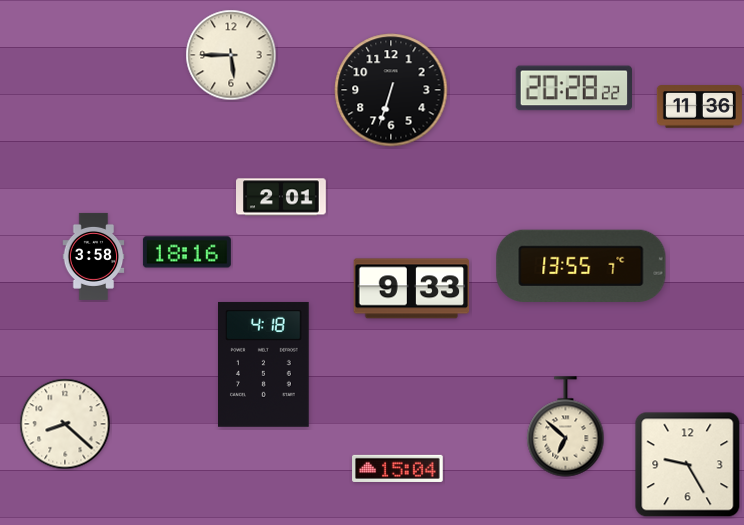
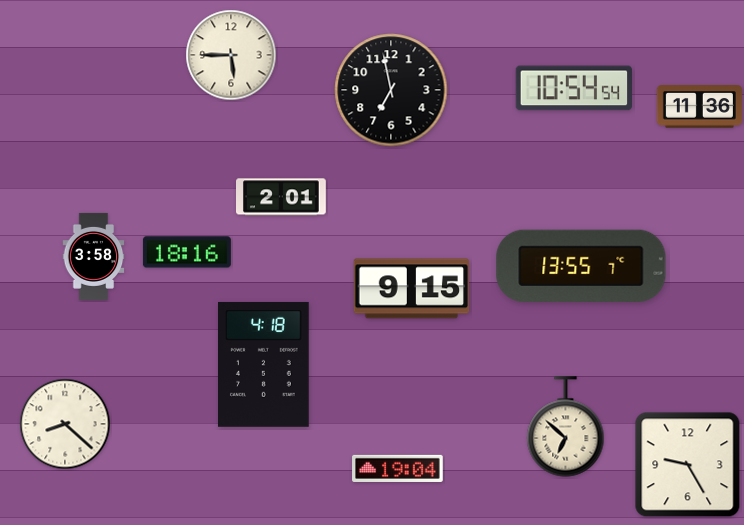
clock at (573, 88): 20:28 -> 10:54
clock at (391, 90): 6:33 -> 6:58
clock at (412, 289): 9:33 -> 9:15
clock at (398, 468): 15:04 -> 19:04
